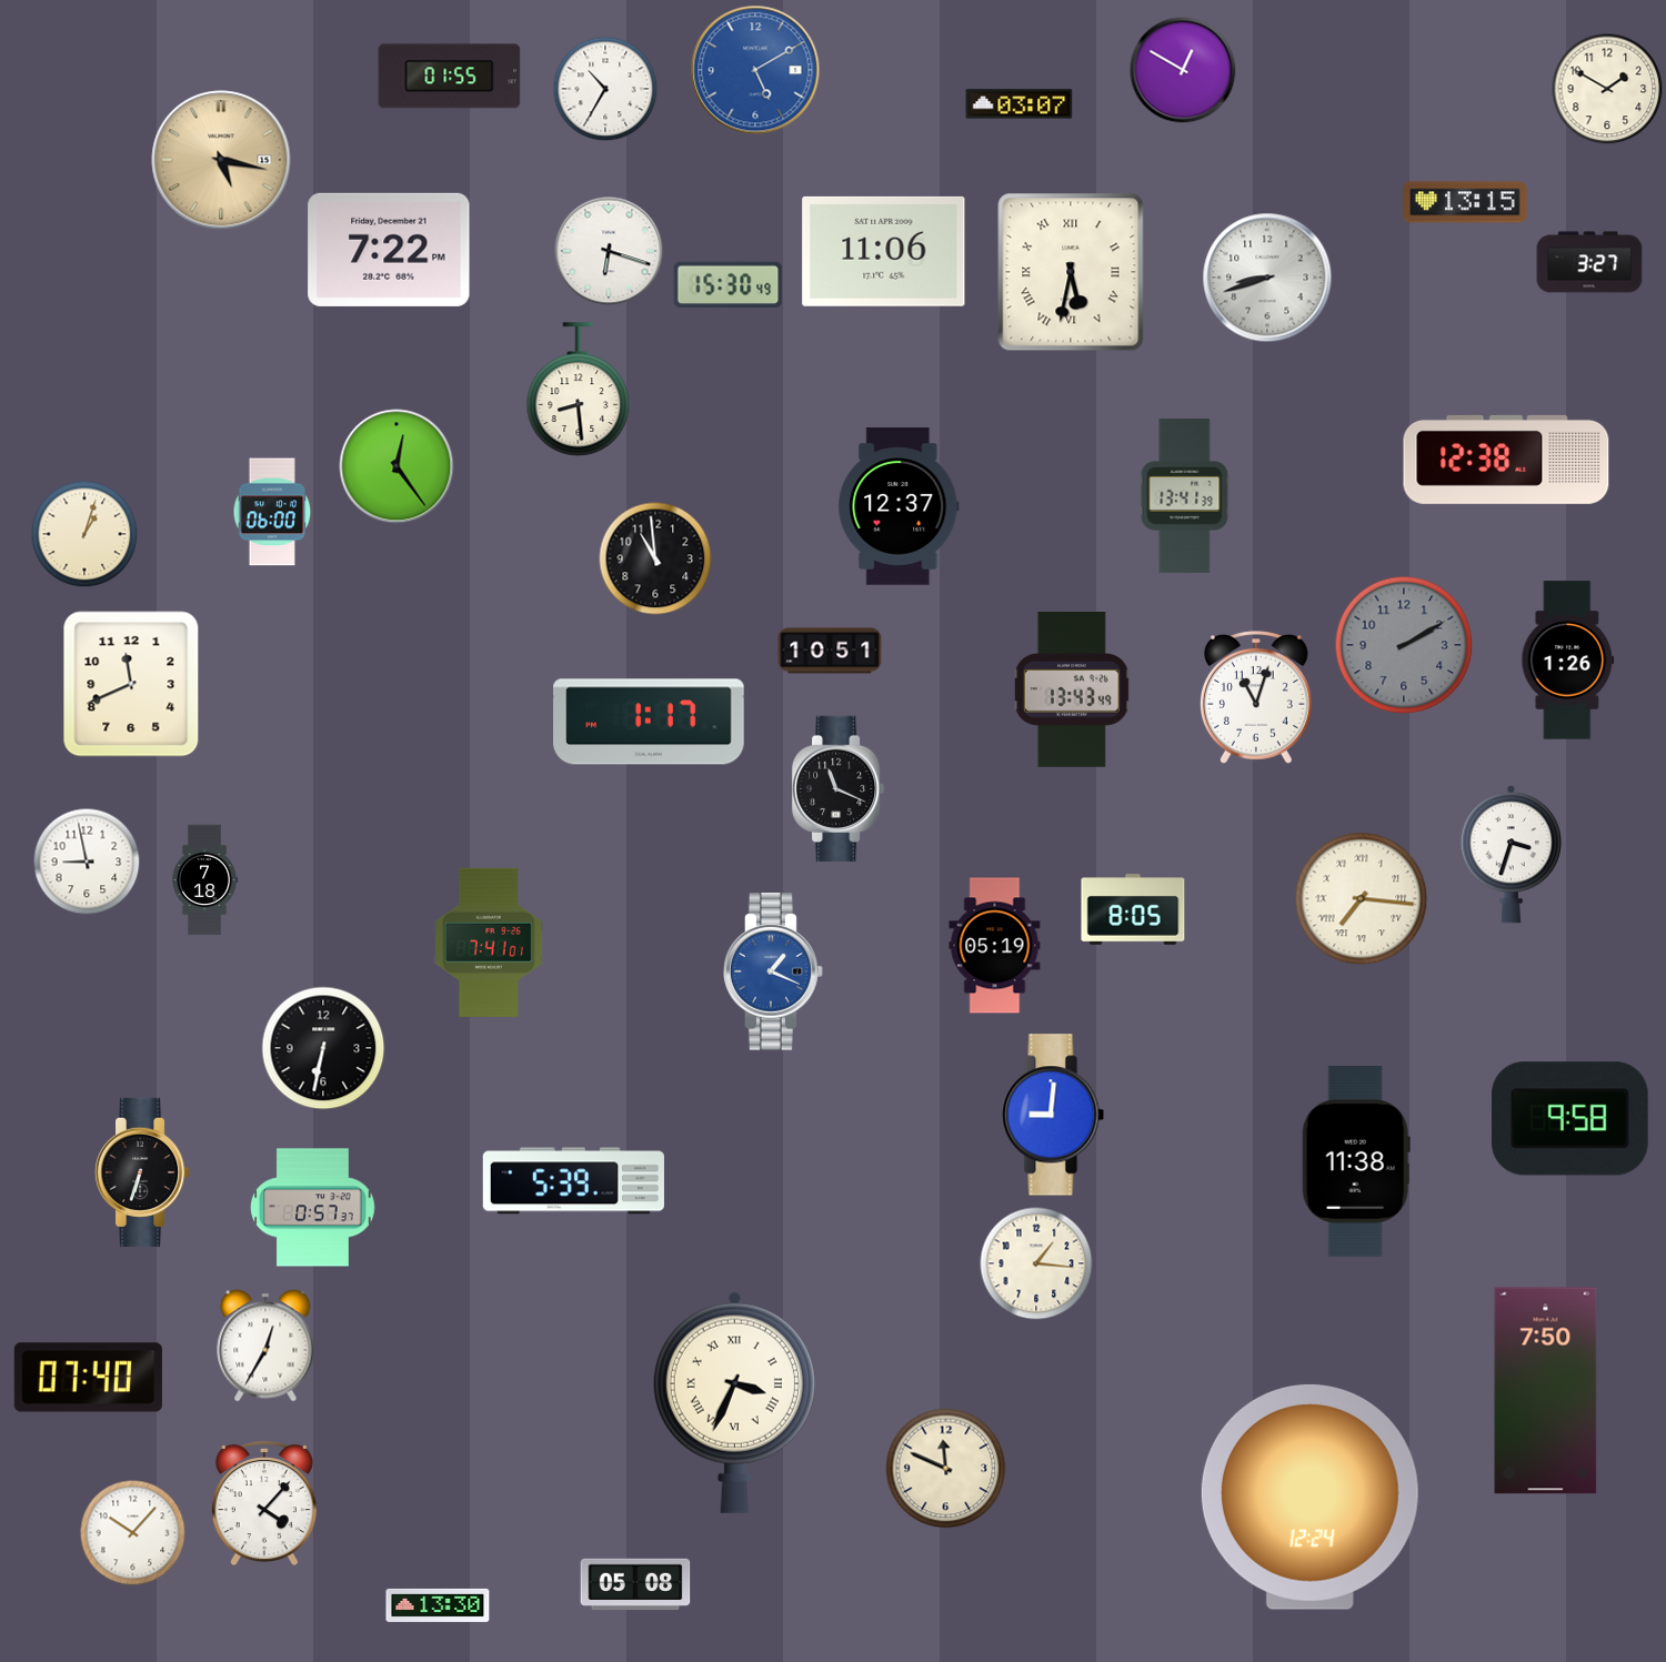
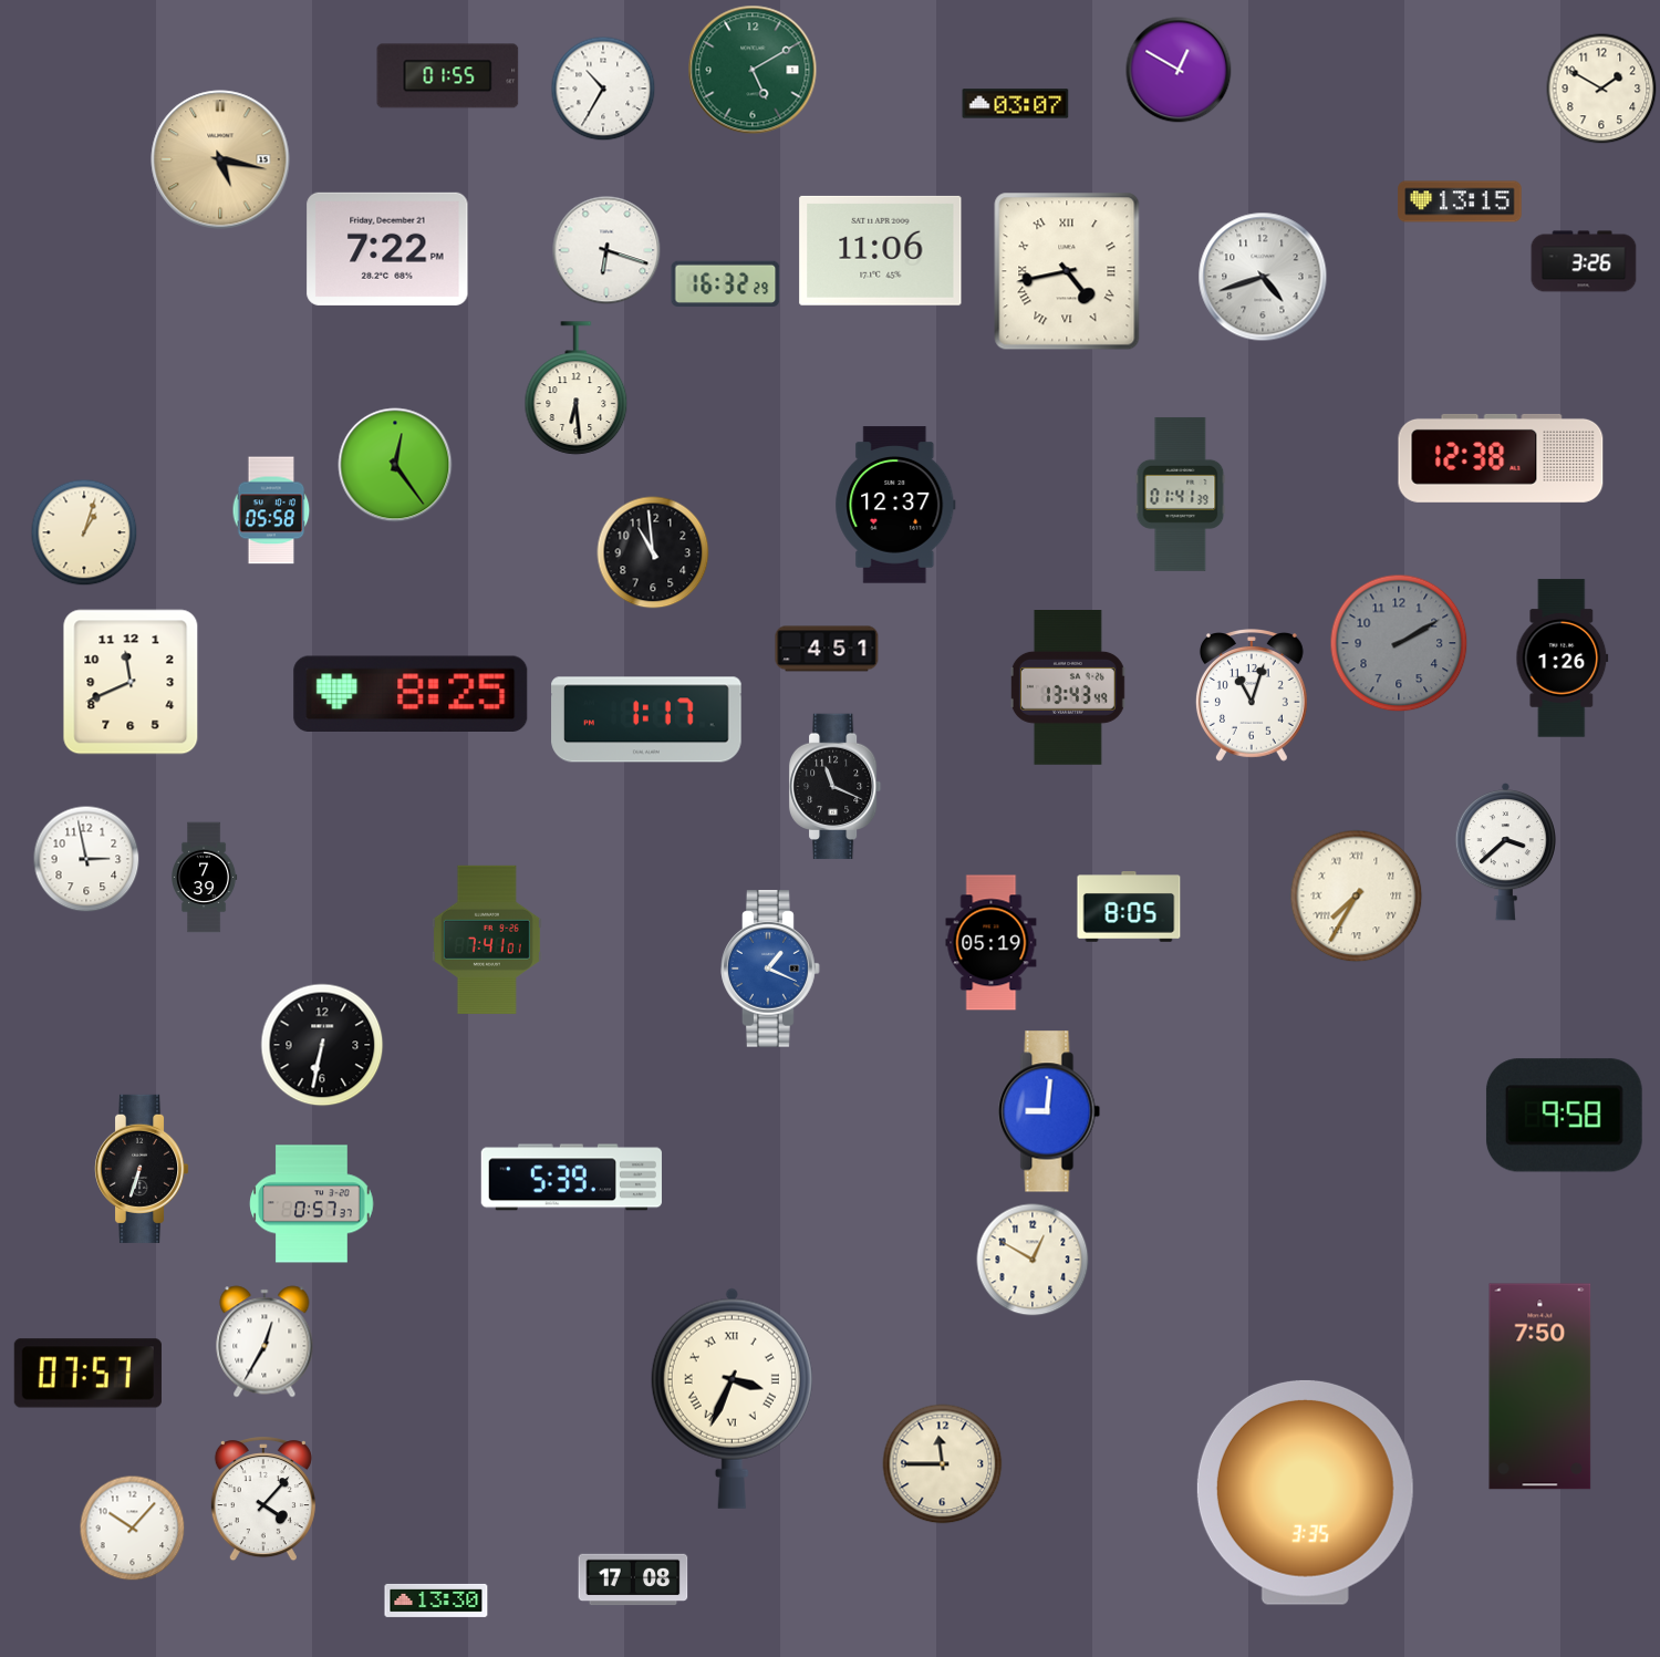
clock at (755, 70) dial: blue -> green
clock at (1589, 262): 3:27 -> 3:26
clock at (1071, 272): 5:32 -> 4:43
clock at (1267, 278): 8:42 -> 4:42
clock at (729, 284): 15:30 -> 16:32
clock at (579, 390): 8:29 -> 6:29
clock at (1185, 495): 13:41 -> 01:41
clock at (272, 512): 06:00 -> 05:58
clock at (655, 558) position: (655, 558) -> (653, 552)
clock at (830, 651): 10:51 -> 4:51
clock at (411, 693): none -> 8:25
clock at (1511, 855): 3:33 -> 3:38
clock at (87, 862): 8:58 -> 2:58
clock at (204, 880): 7:18 -> 7:39
clock at (1362, 899): 7:16 -> 7:35
clock at (1356, 1161): 11:38 -> none
clock at (1036, 1263): 1:16 -> 12:50
clock at (88, 1378): 07:40 -> 07:57
clock at (946, 1469): 11:49 -> 11:45
clock at (1309, 1497): 12:24 -> 3:35
clock at (635, 1584): 05:08 -> 17:08
